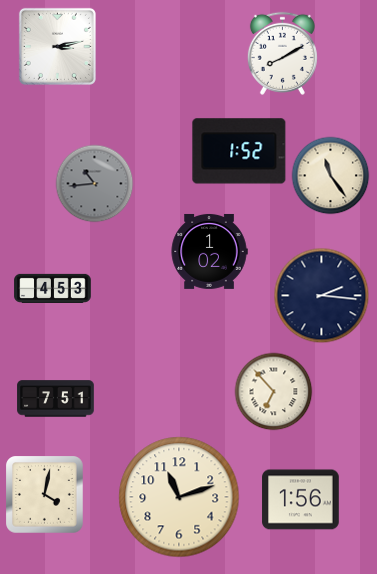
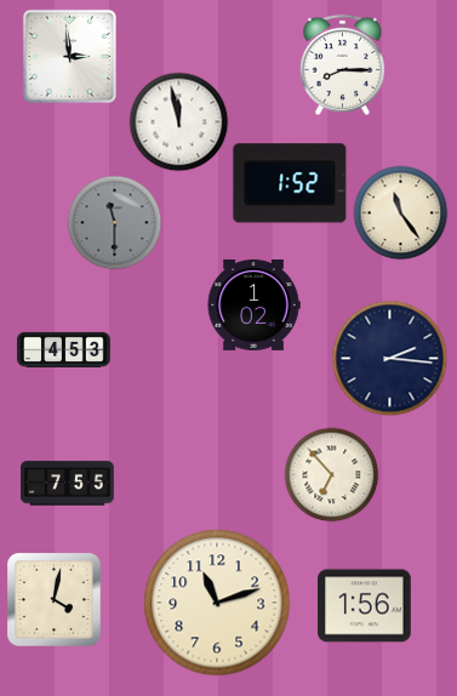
clock at (57, 46): 3:13 -> 2:59
clock at (282, 53): 8:10 -> 8:15
clock at (178, 121): none -> 11:58
clock at (94, 183): 10:44 -> 11:30
clock at (56, 399): 7:51 -> 7:55
